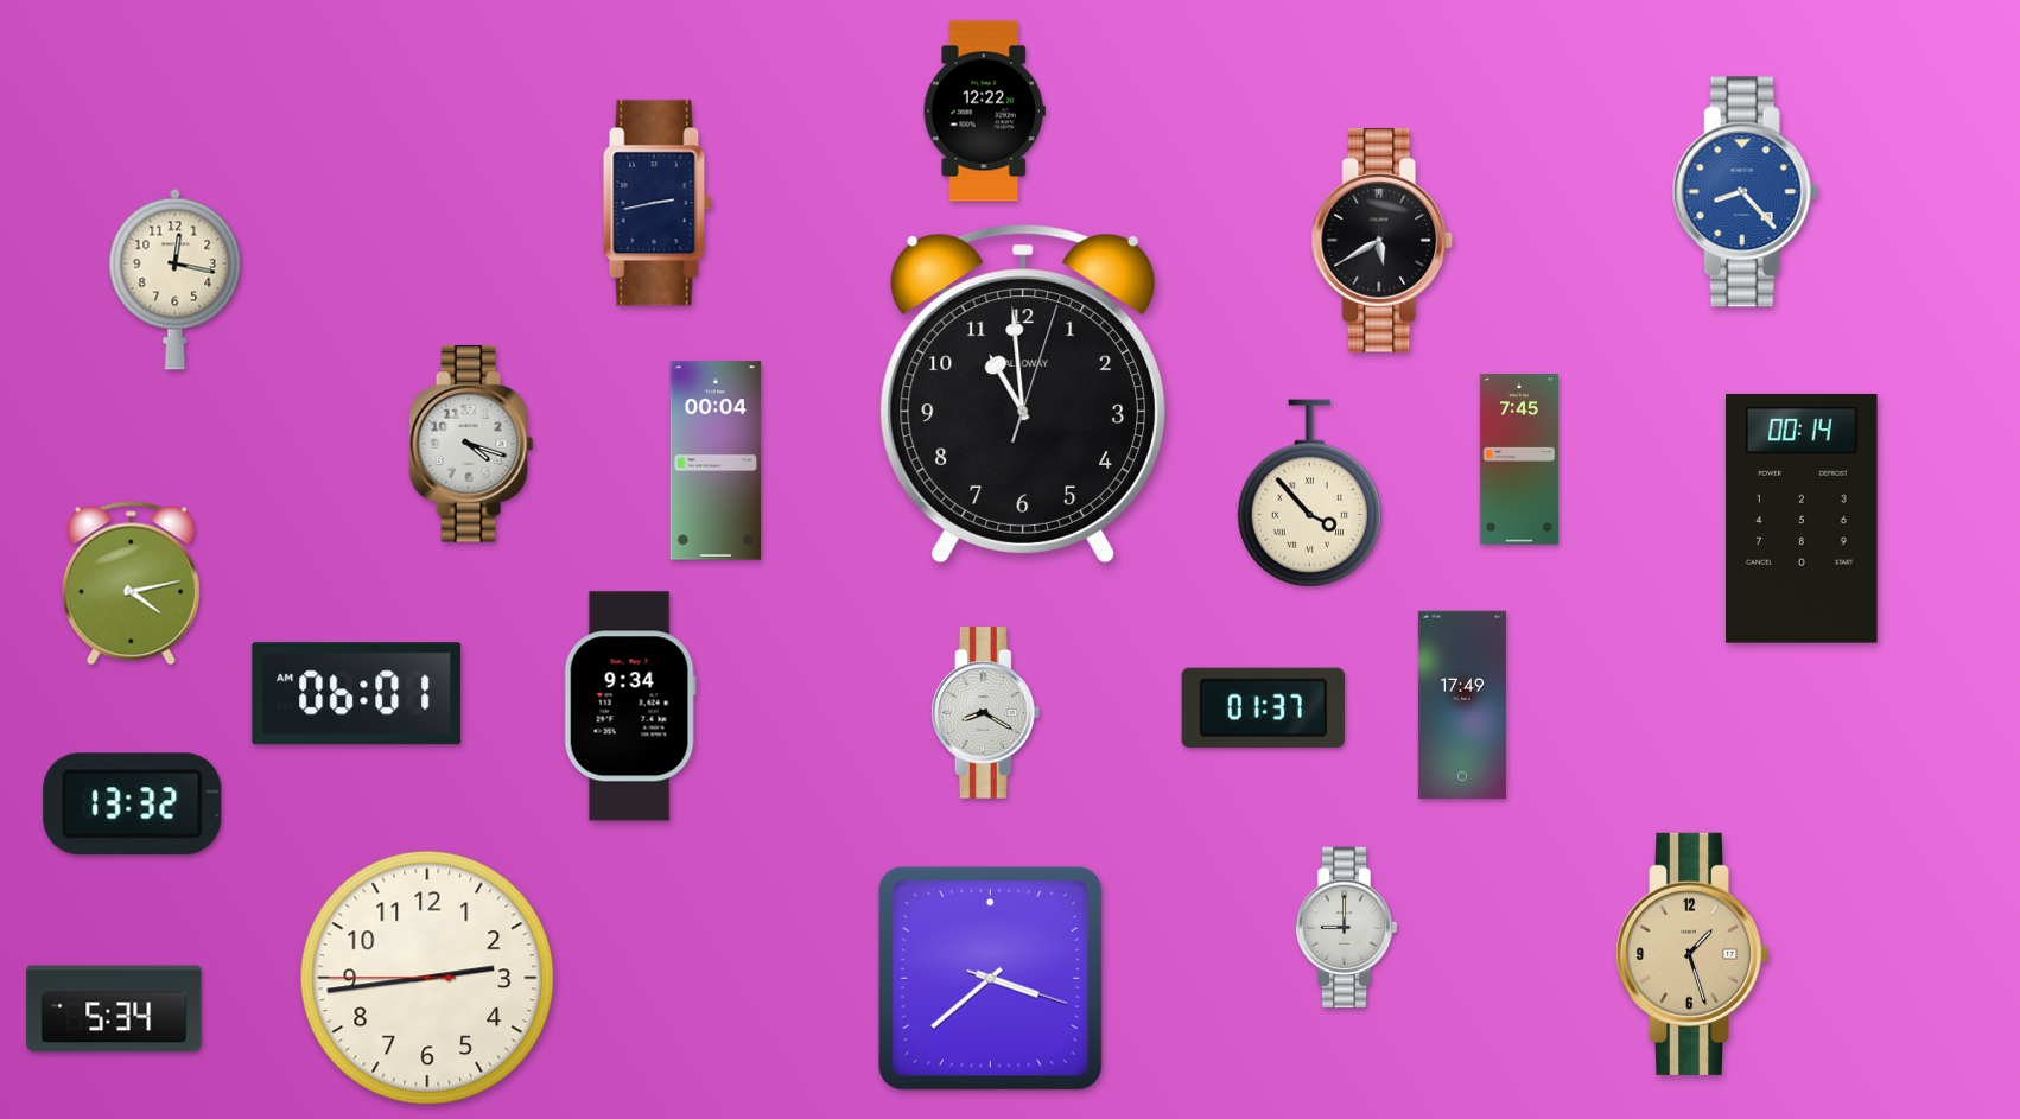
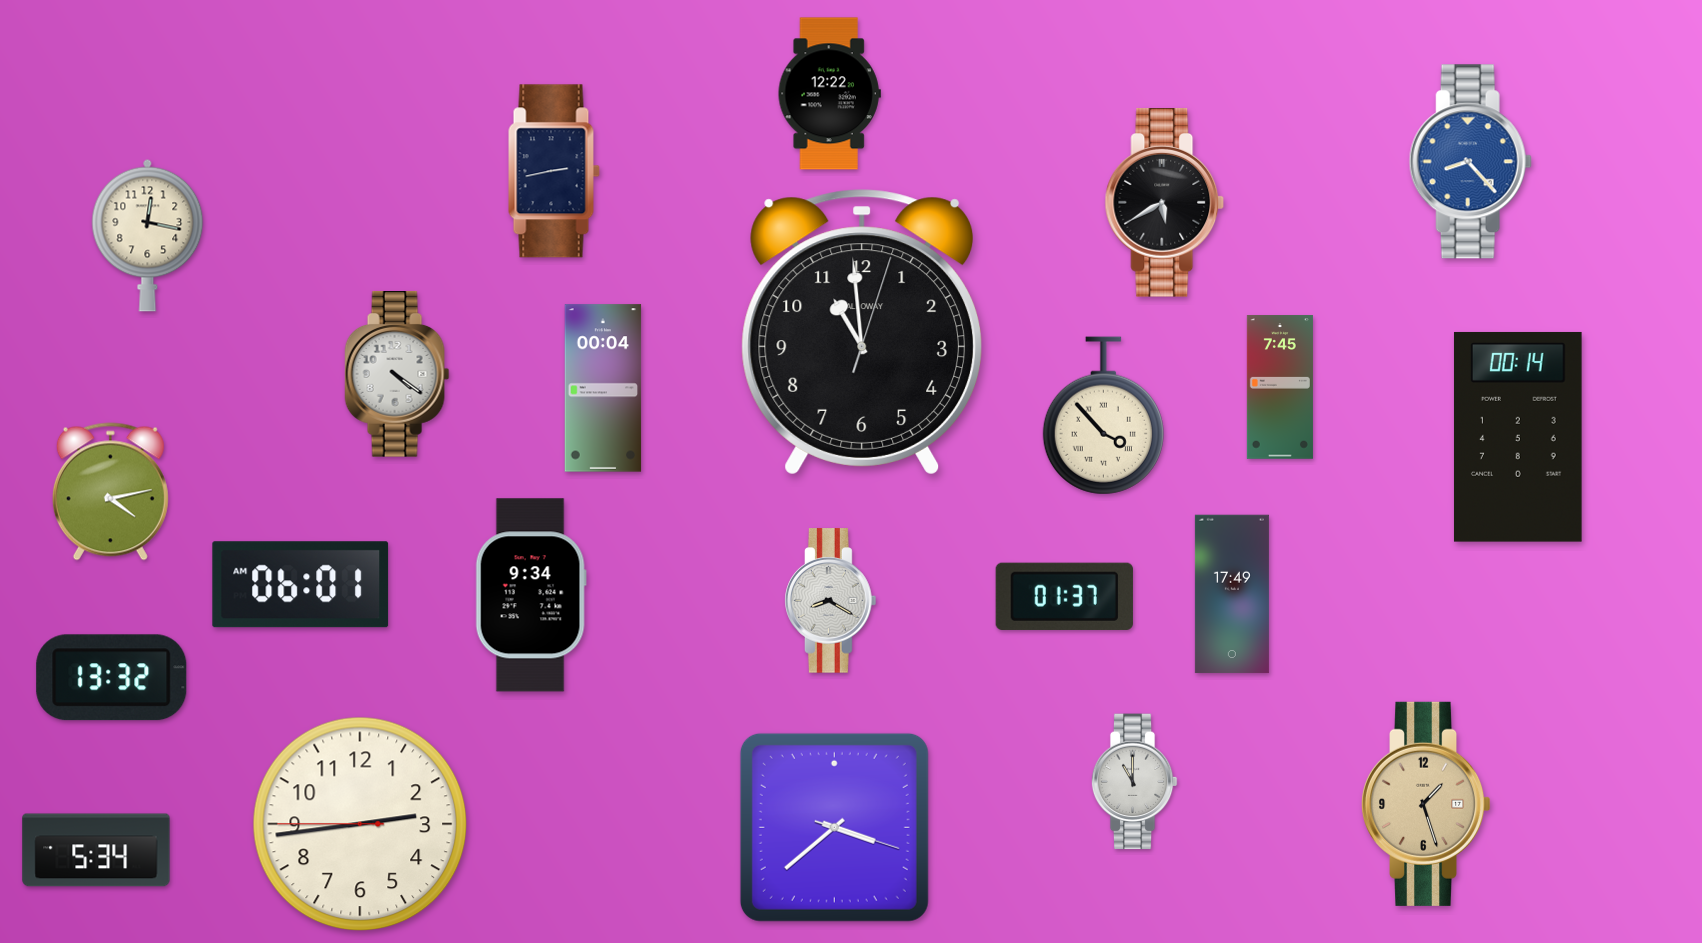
clock at (471, 445): 4:18 -> 4:21
clock at (1346, 928): 9:00 -> 11:00
clock at (990, 978) position: (990, 978) -> (834, 827)
